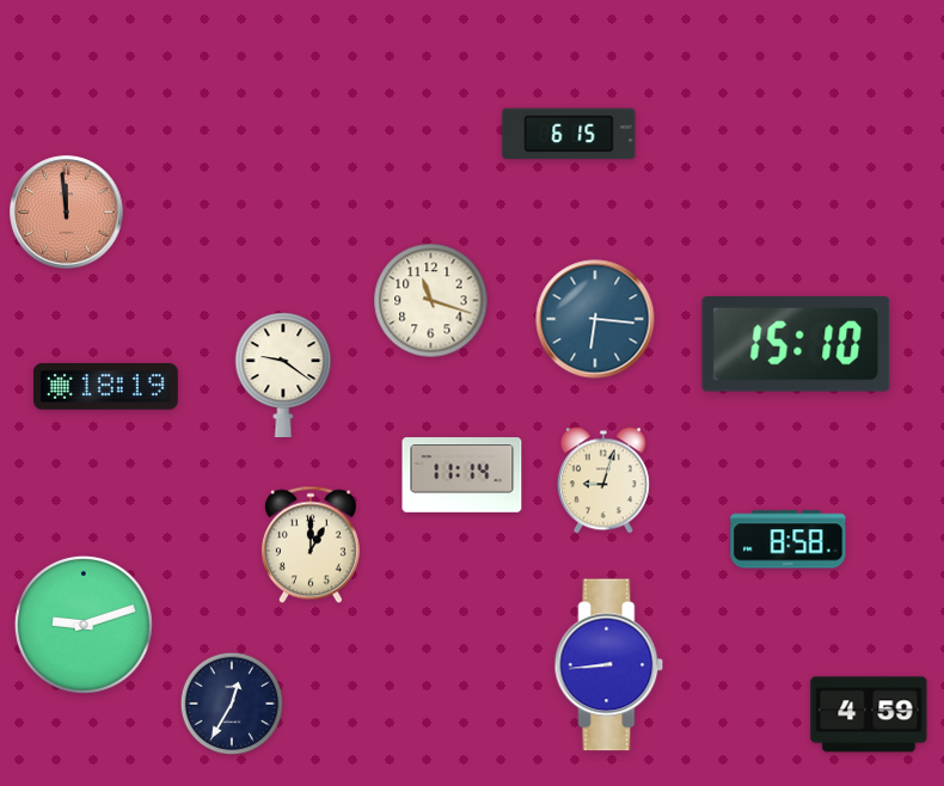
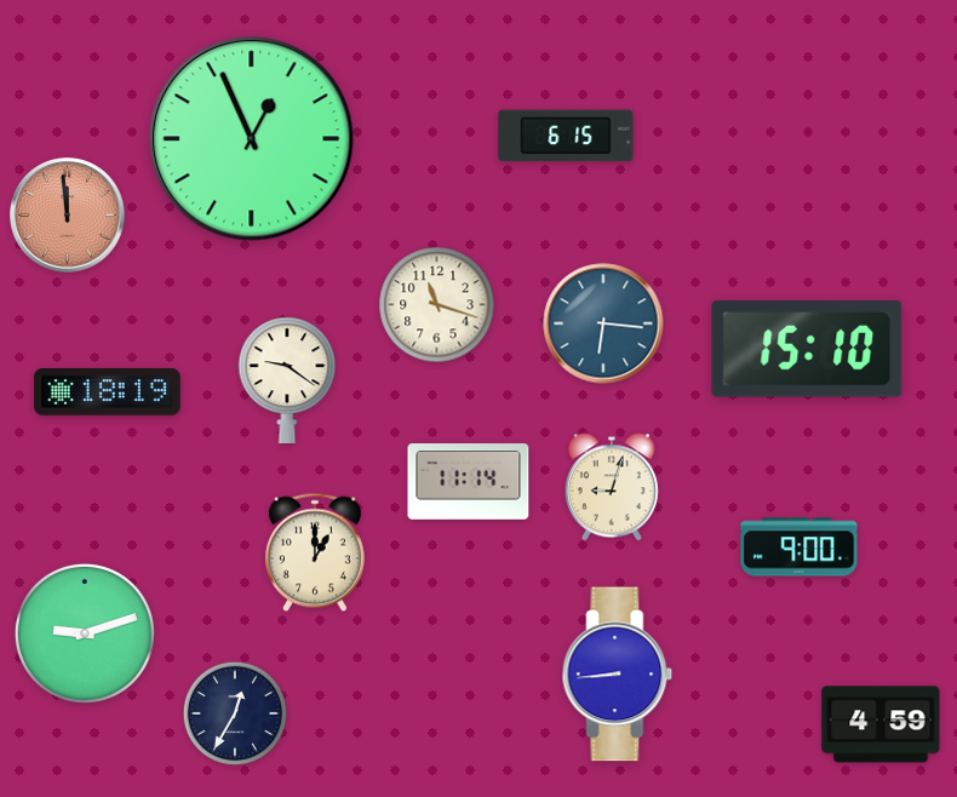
clock at (569, 134) position: (569, 134) -> (566, 136)
clock at (252, 139): none -> 12:56
clock at (789, 540): 8:58 -> 9:00
